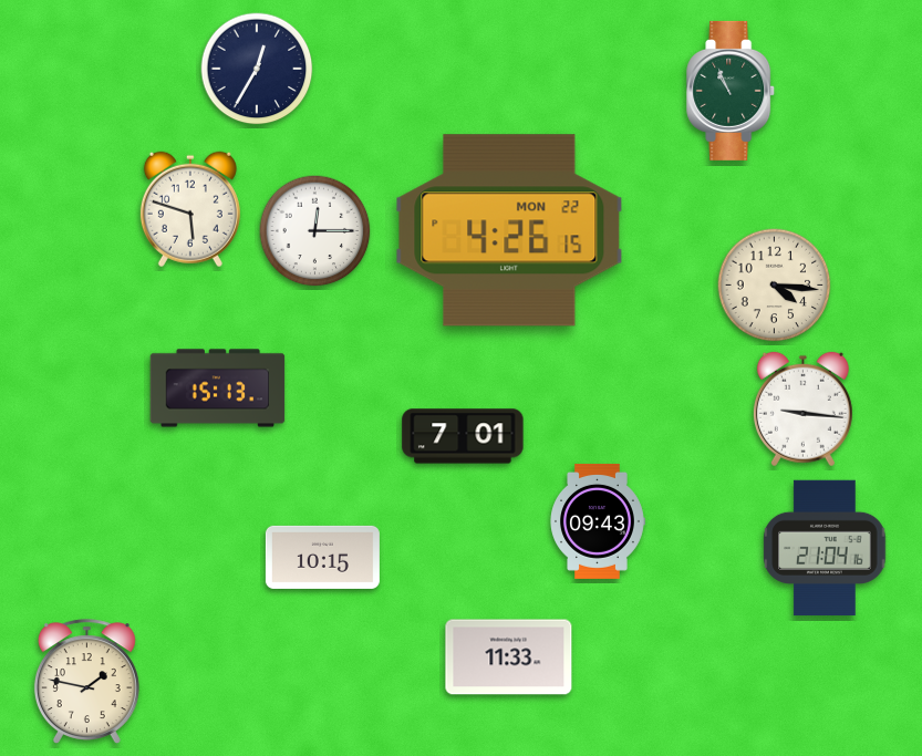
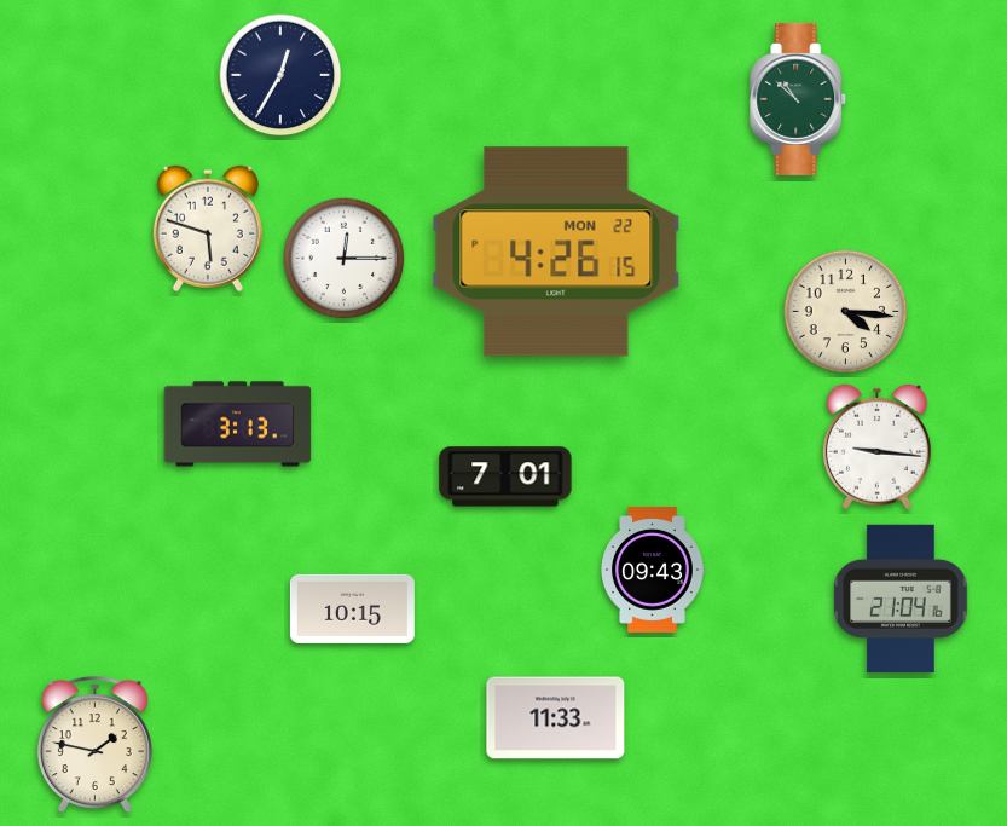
clock at (732, 91): 10:56 -> 10:52
clock at (315, 231) position: (315, 231) -> (345, 259)
clock at (218, 389): 15:13 -> 3:13
